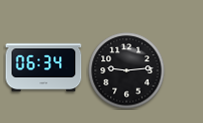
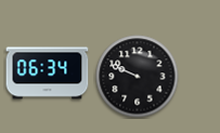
clock at (127, 71): 9:14 -> 9:49
